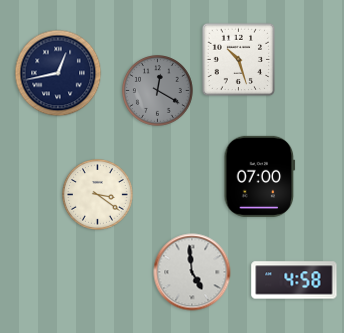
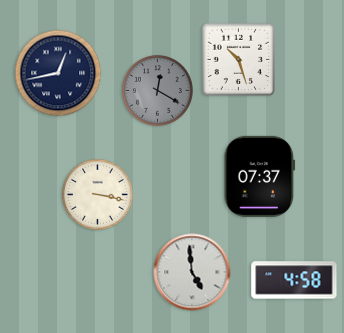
clock at (260, 176): 07:00 -> 07:37
clock at (98, 195): 3:21 -> 3:17
